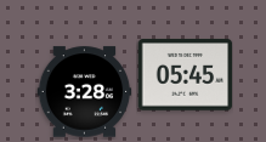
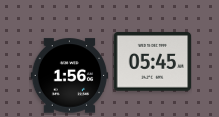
clock at (84, 92): 3:28 -> 1:56
